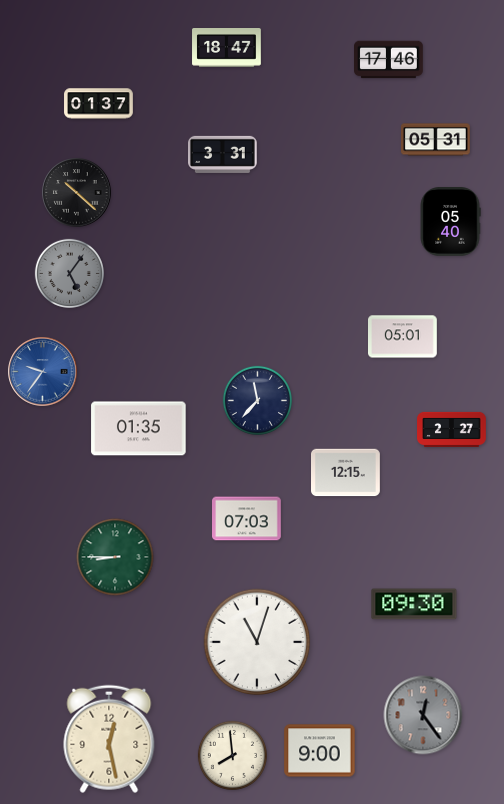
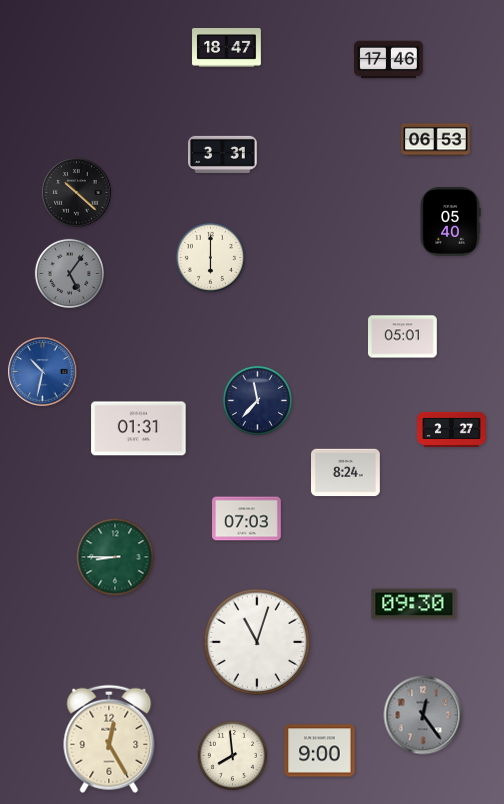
clock at (99, 104): 01:37 -> none
clock at (436, 140): 05:31 -> 06:53
clock at (210, 257): none -> 6:00
clock at (43, 372): 9:36 -> 10:32
clock at (139, 429): 01:35 -> 01:31
clock at (346, 473): 12:15 -> 8:24
clock at (109, 739): 12:28 -> 12:25
